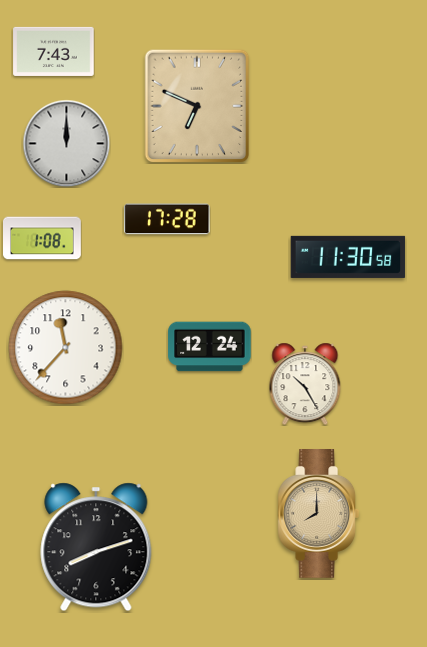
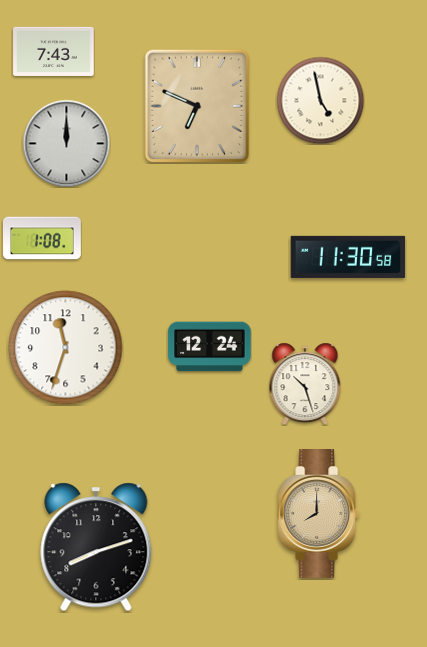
clock at (320, 100): none -> 4:58
clock at (167, 219): 17:28 -> none
clock at (66, 348): 11:37 -> 11:33
clock at (305, 384): 10:25 -> 10:27
